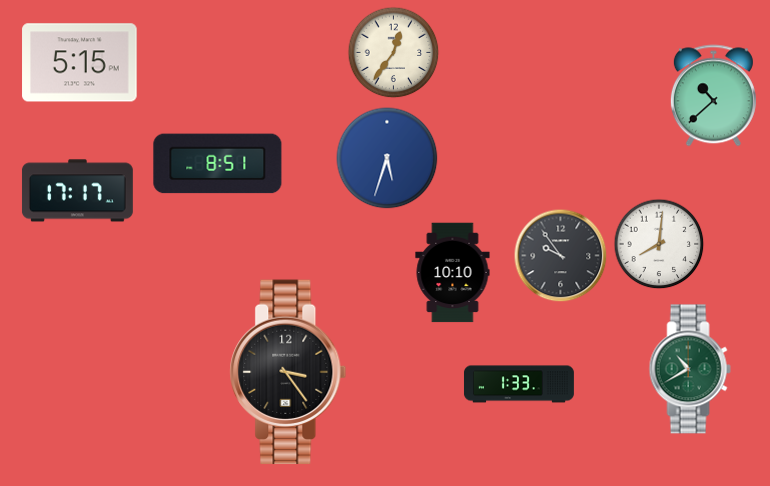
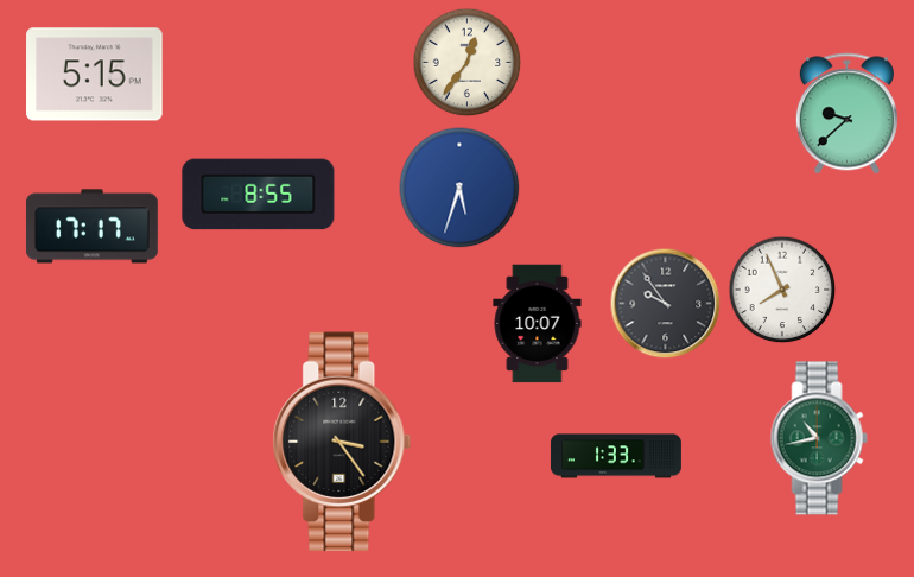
clock at (713, 96): 10:38 -> 9:38
clock at (218, 164): 8:51 -> 8:55
clock at (659, 244): 8:01 -> 7:56
clock at (453, 273): 10:10 -> 10:07
clock at (690, 369): 10:40 -> 10:43
